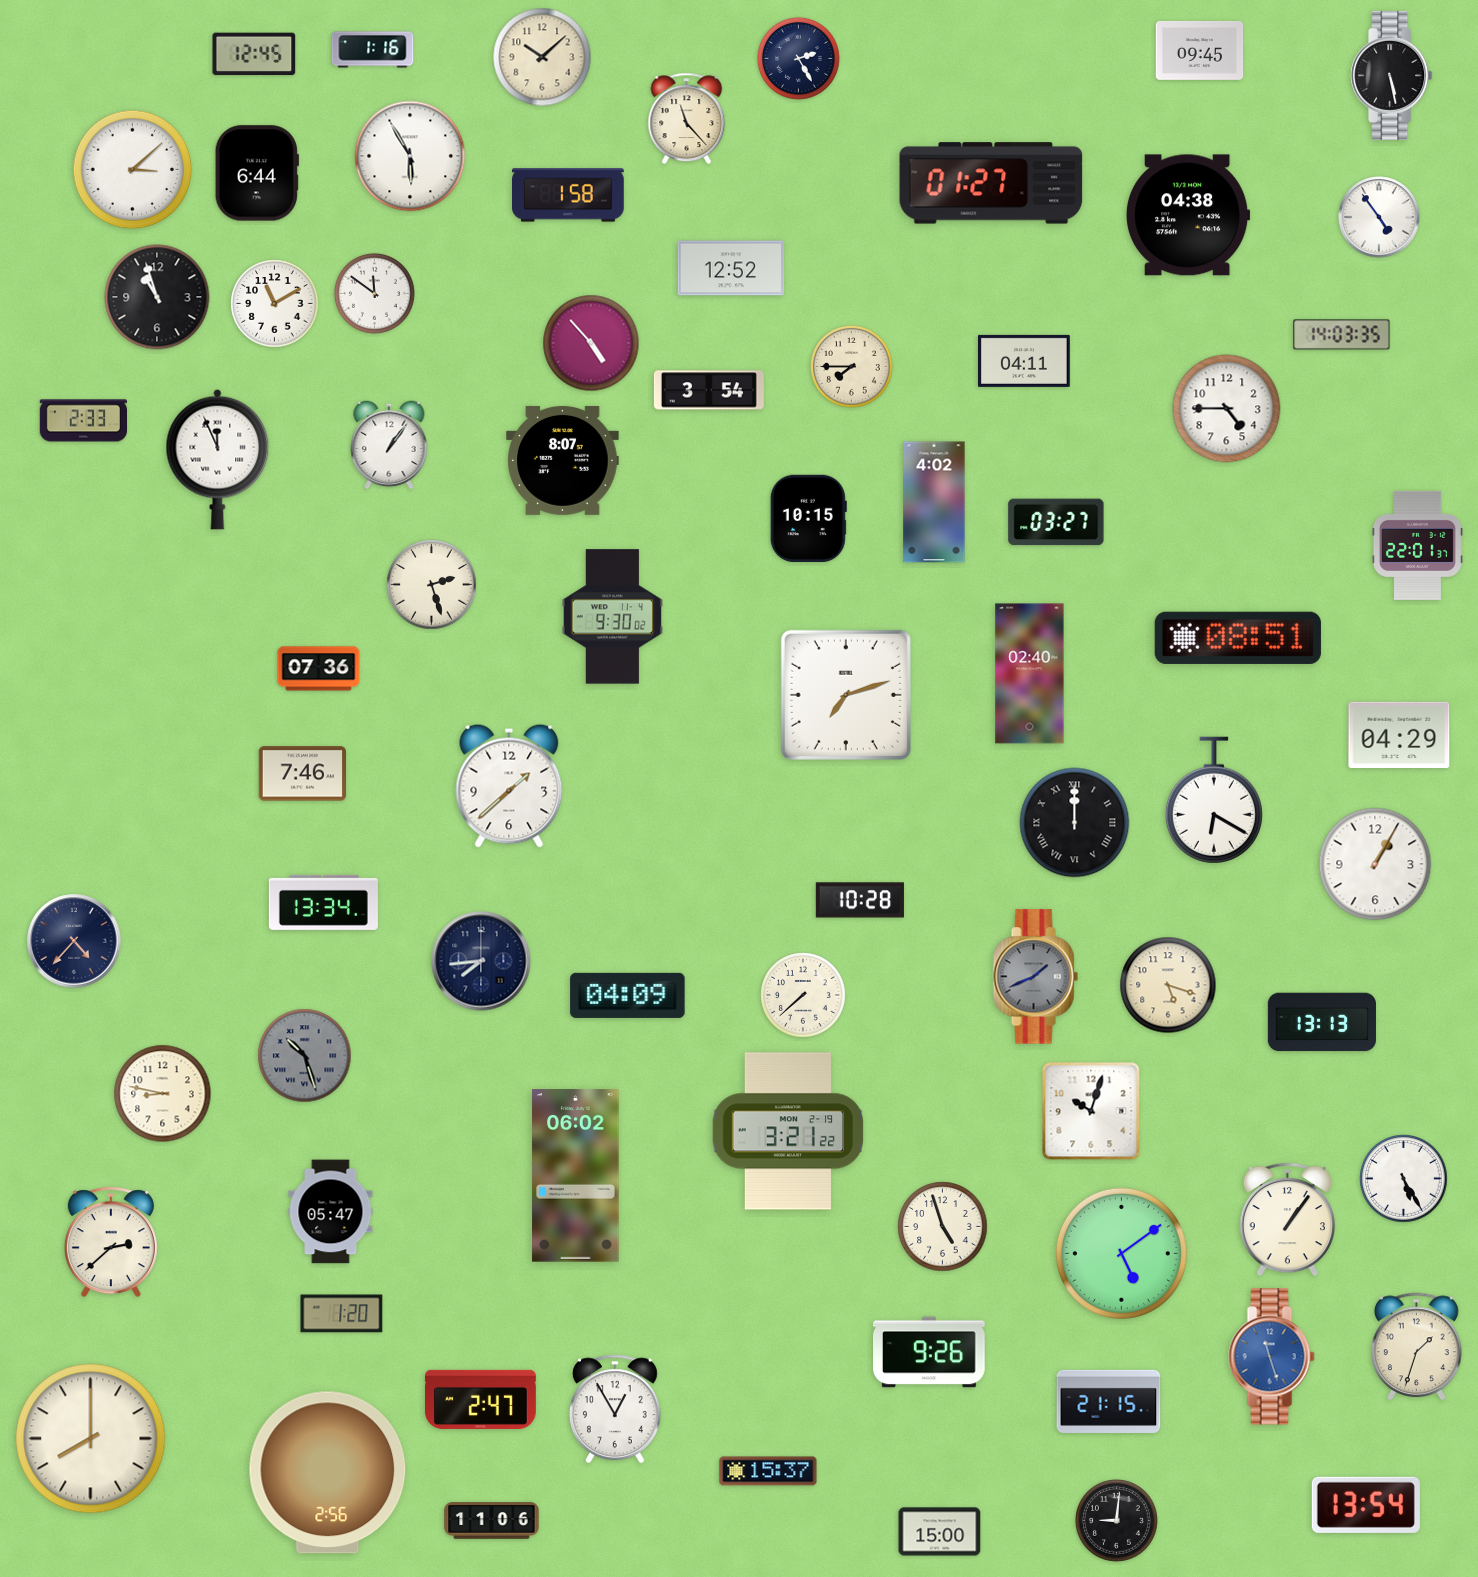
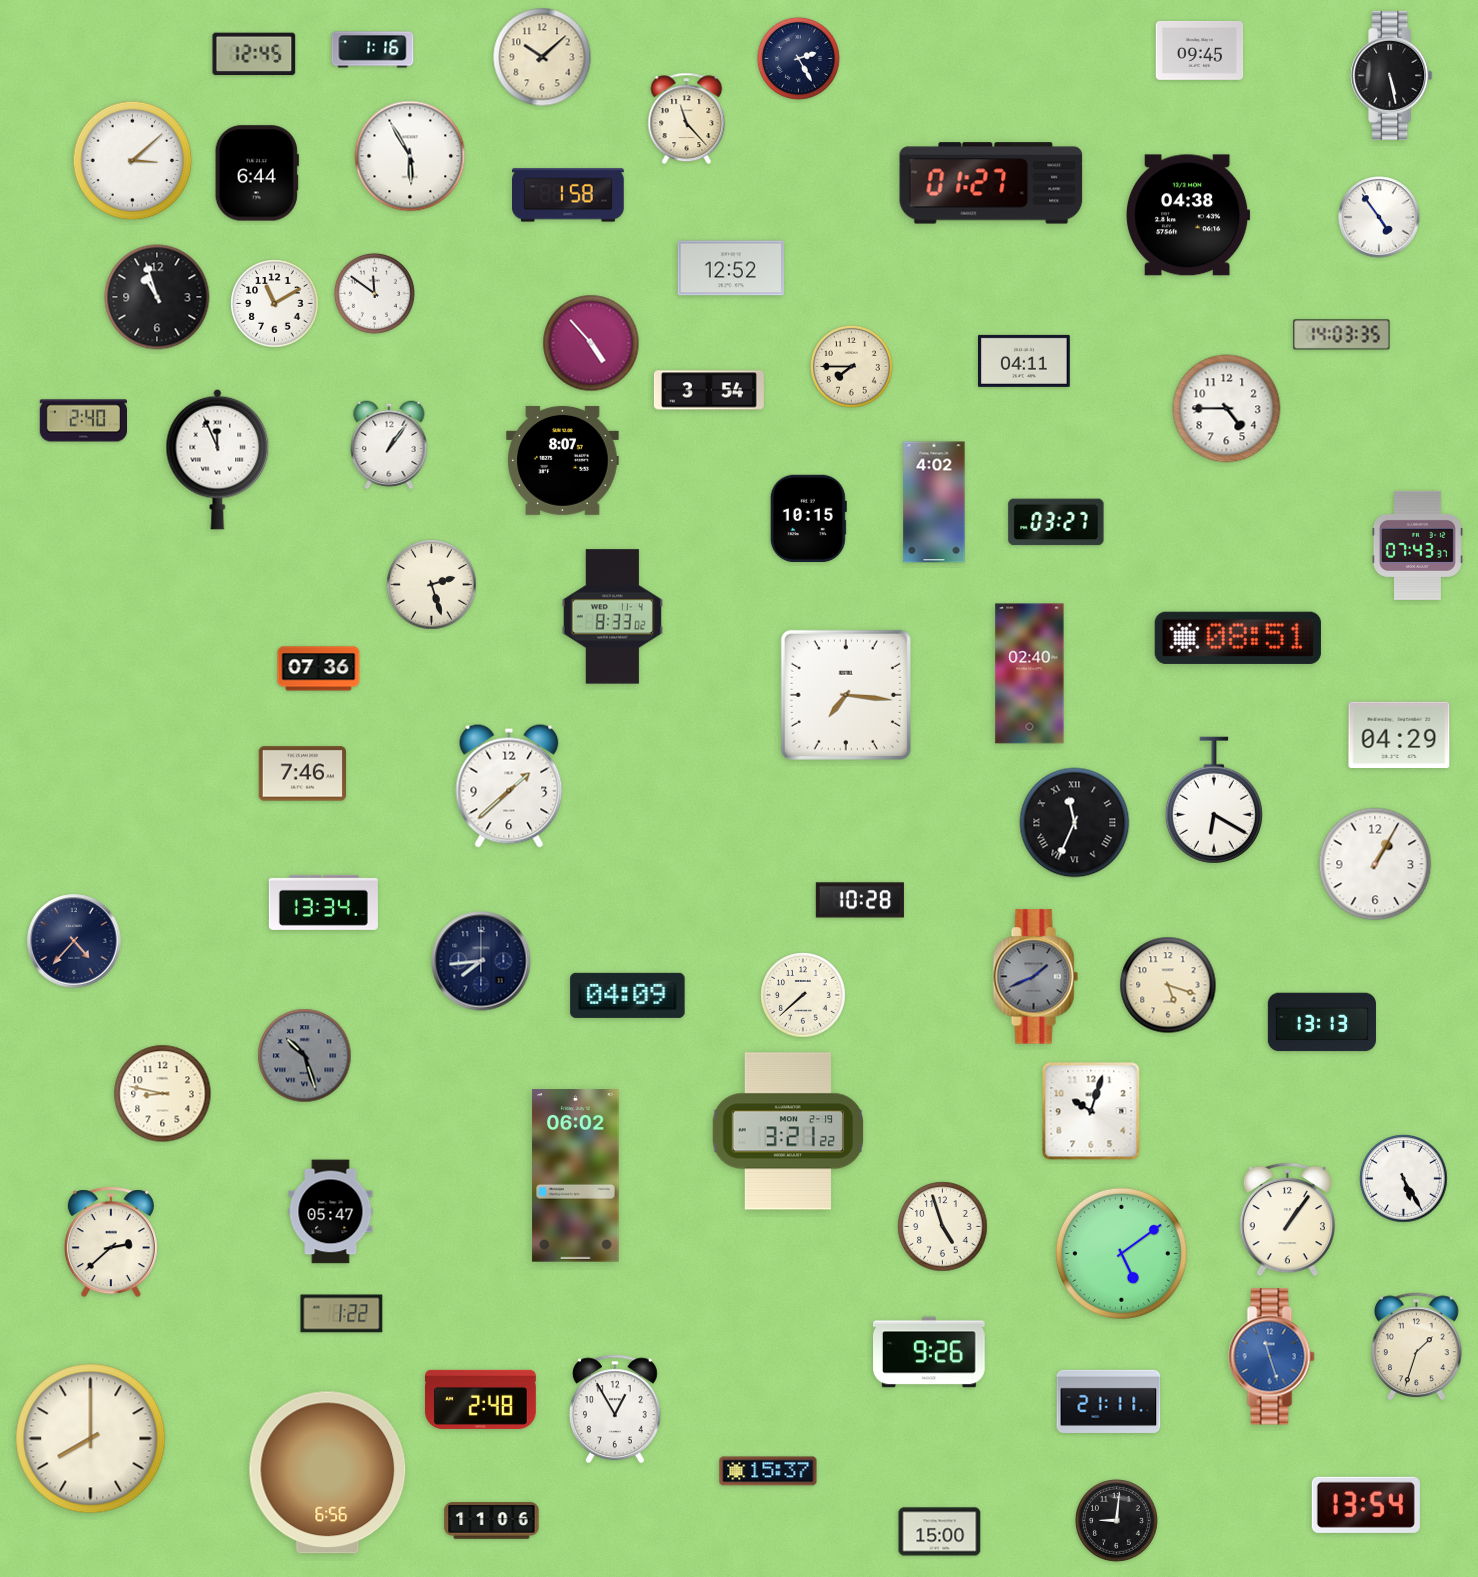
clock at (133, 170) position: (133, 170) -> (133, 161)
clock at (83, 421): 2:33 -> 2:40
clock at (1417, 545): 22:01 -> 07:43
clock at (612, 617): 9:30 -> 8:33
clock at (846, 695): 7:12 -> 7:16
clock at (1075, 823): 12:00 -> 11:34
clock at (342, 1314): 1:20 -> 1:22
clock at (480, 1399): 2:47 -> 2:48
clock at (1109, 1401): 21:15 -> 21:11
clock at (328, 1473): 2:56 -> 6:56
